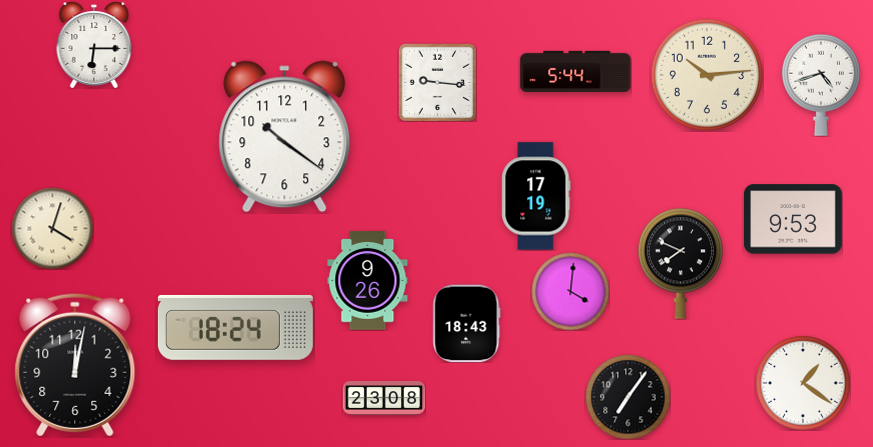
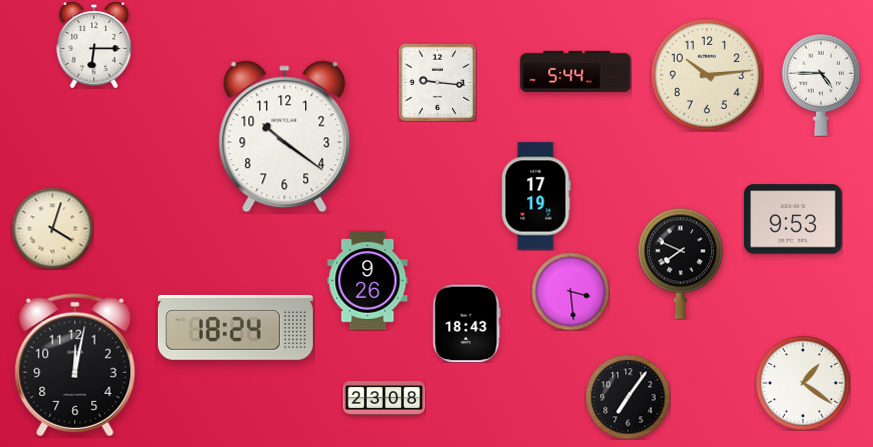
clock at (821, 85): 4:42 -> 4:45
clock at (570, 291): 4:01 -> 3:29
